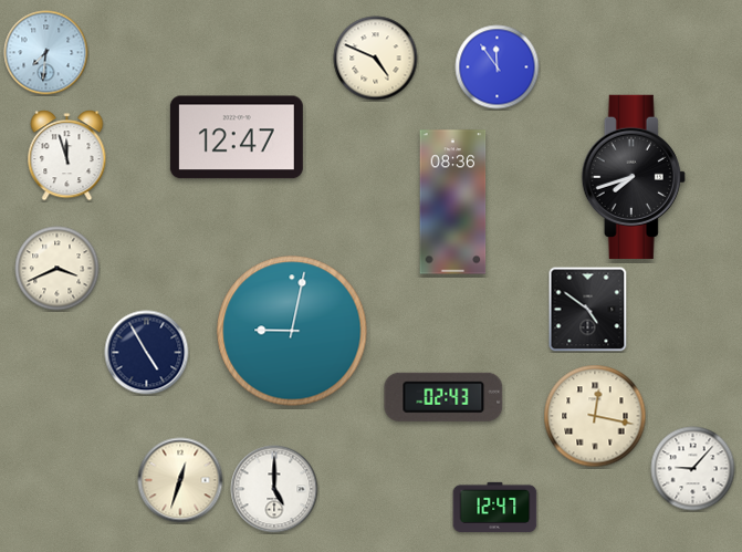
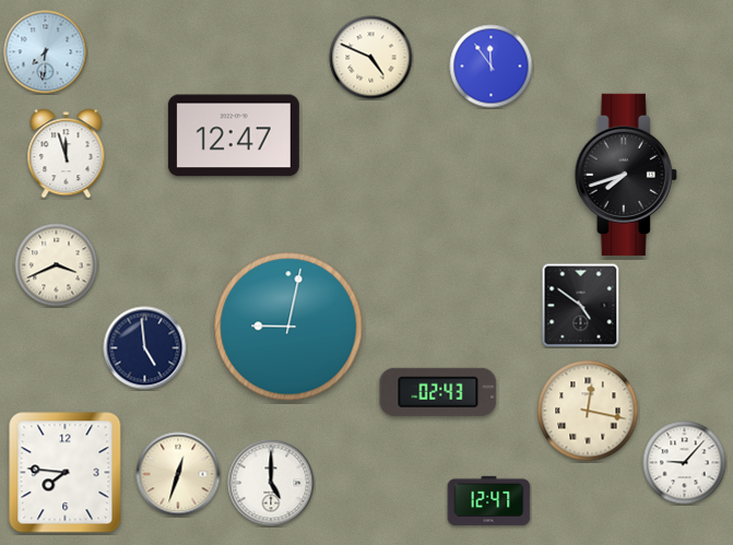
clock at (453, 202): 08:36 -> none
clock at (147, 353): 4:55 -> 4:59
clock at (66, 473): none -> 7:46
